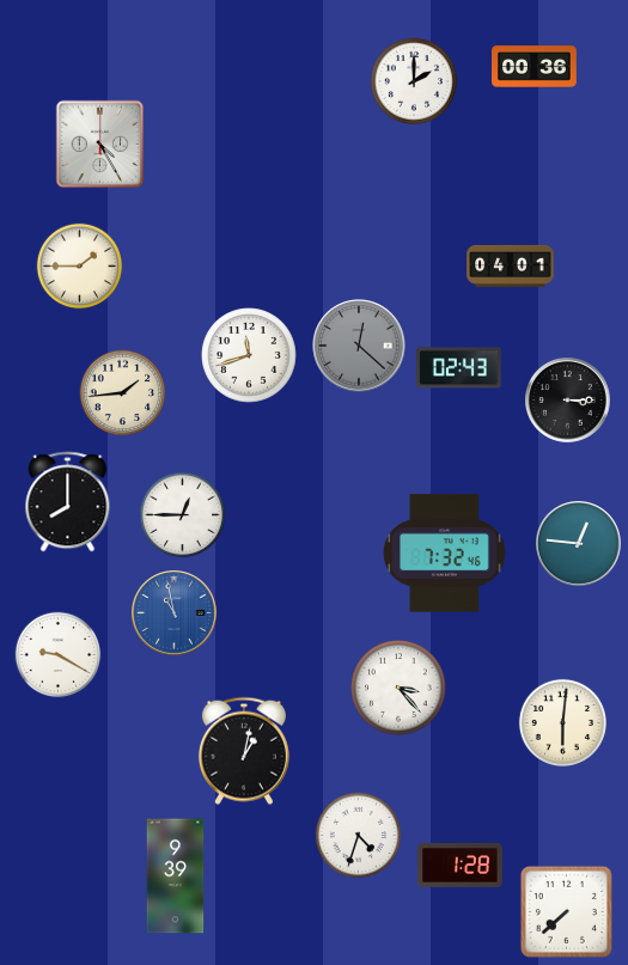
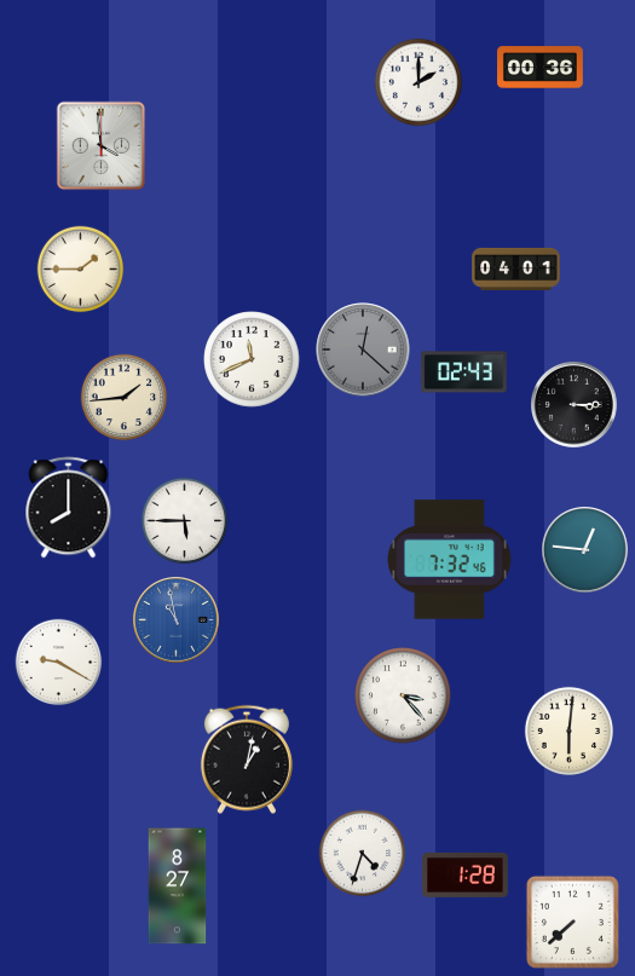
clock at (100, 145): 4:25 -> 3:59
clock at (249, 355): 11:42 -> 11:41
clock at (183, 515): 12:45 -> 5:45
clock at (359, 836) position: (359, 836) -> (363, 854)
clock at (176, 877): 9:39 -> 8:27
